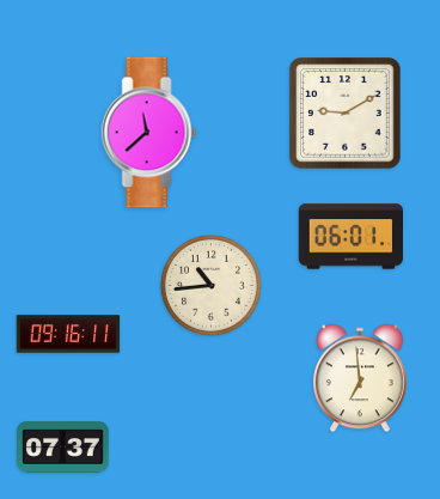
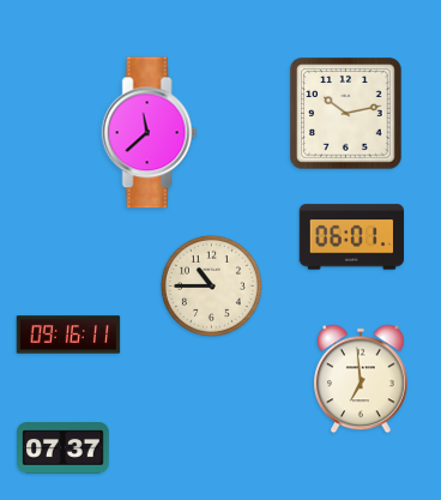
clock at (346, 114): 9:10 -> 10:13
clock at (210, 285): 10:44 -> 10:45
